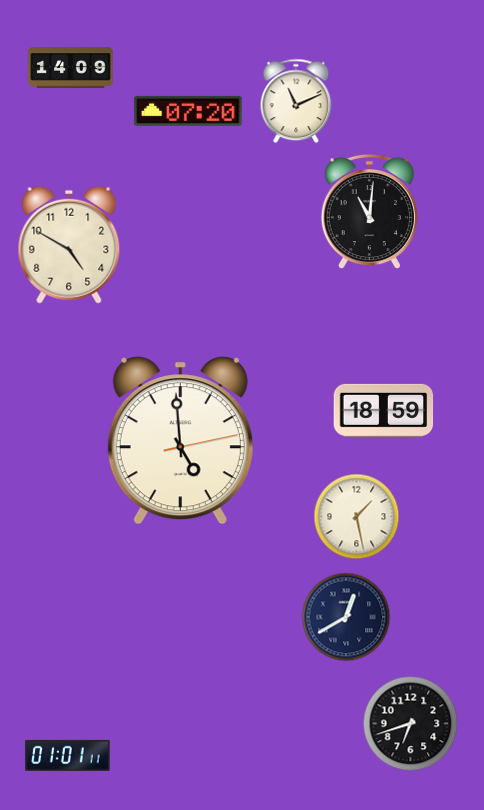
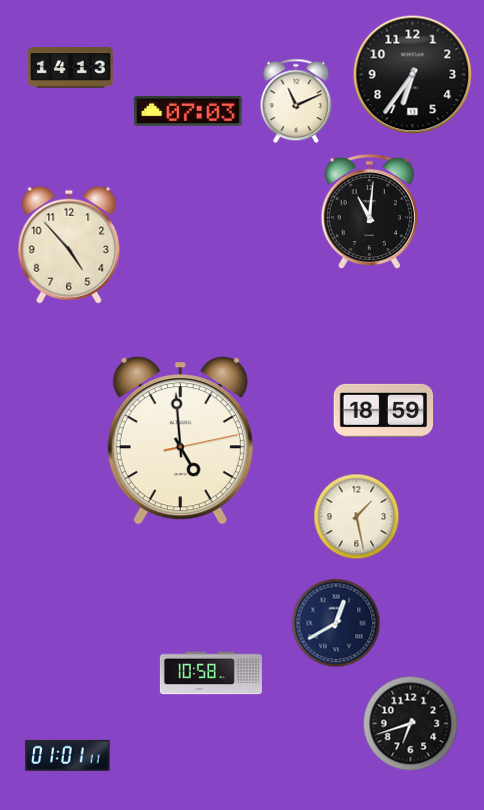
clock at (71, 68): 14:09 -> 14:13
clock at (413, 75): none -> 6:36
clock at (188, 111): 07:20 -> 07:03
clock at (69, 245): 4:50 -> 4:53
clock at (346, 617) position: (346, 617) -> (336, 623)
clock at (211, 673): none -> 10:58
